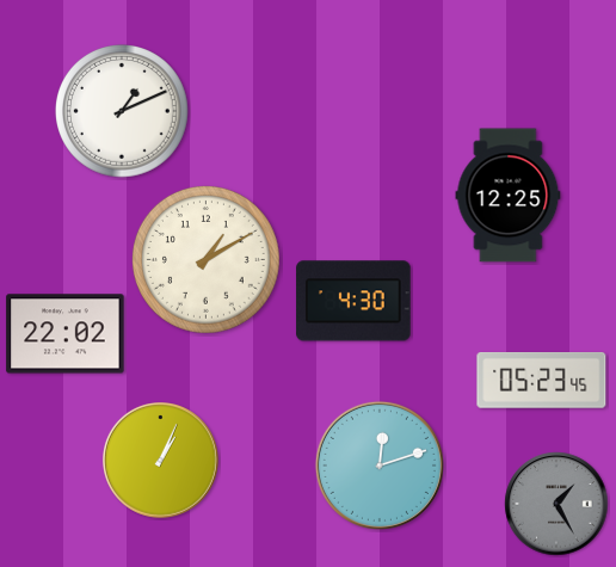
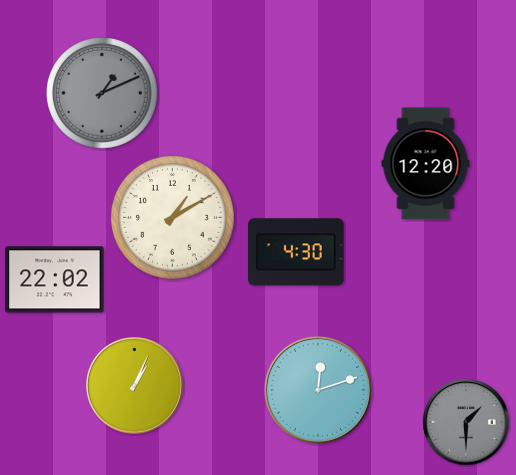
clock at (123, 111) dial: white -> grey
clock at (509, 196): 12:25 -> 12:20
clock at (542, 381): 05:23 -> none
clock at (556, 504): 1:25 -> 1:30
